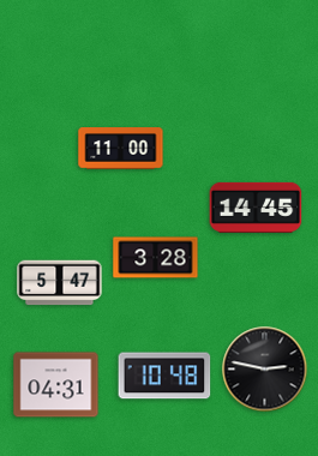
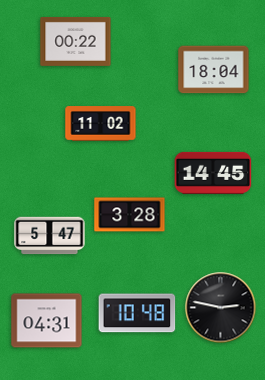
clock at (76, 41): none -> 00:22
clock at (214, 70): none -> 18:04
clock at (121, 149): 11:00 -> 11:02
